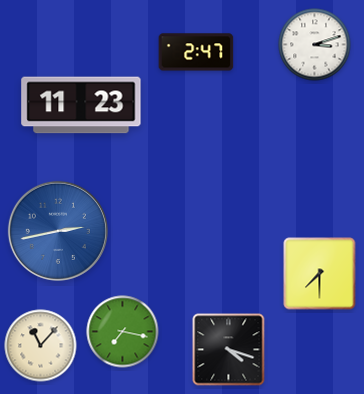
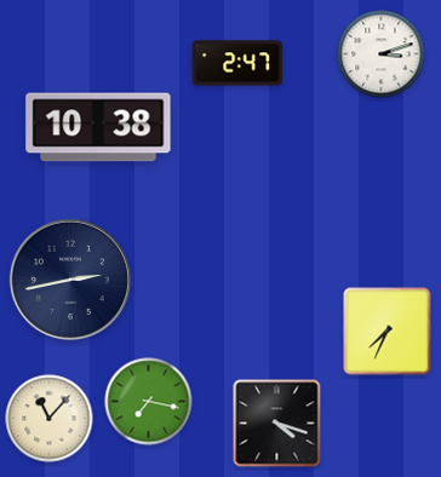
clock at (81, 105): 11:23 -> 10:38
clock at (58, 231) dial: blue -> navy
clock at (320, 274): 7:30 -> 7:34
